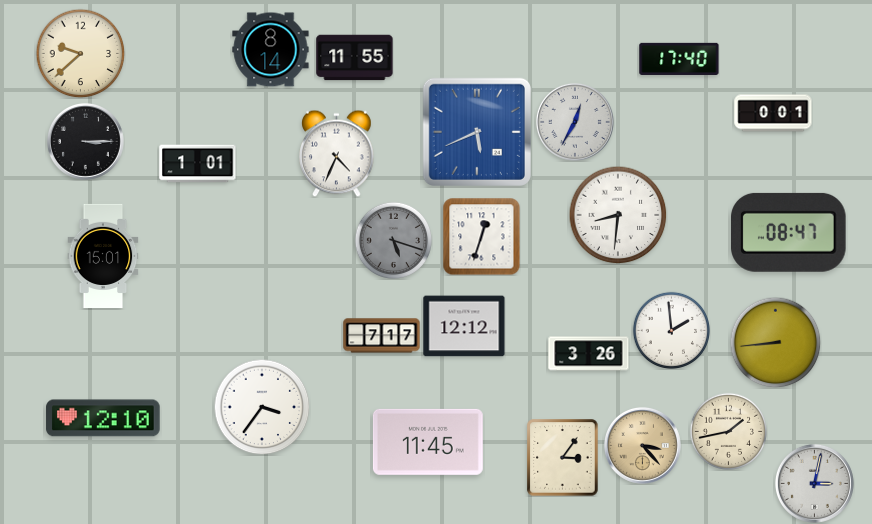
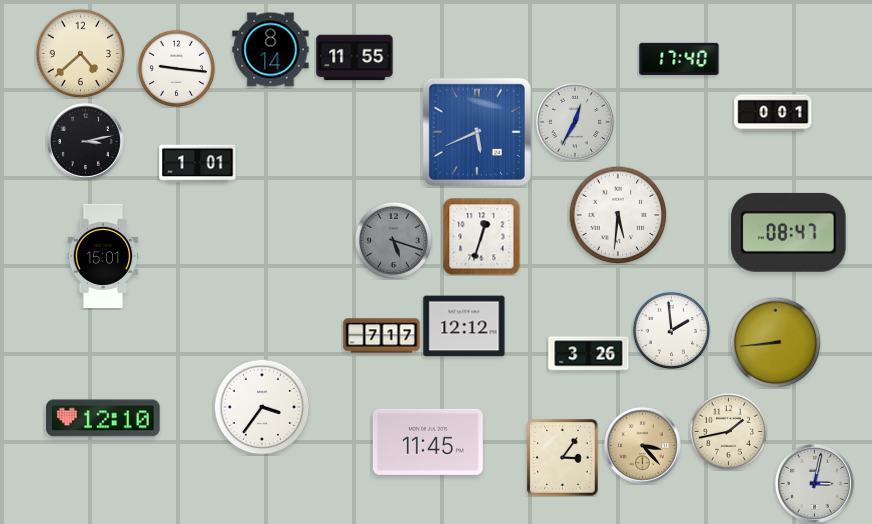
clock at (80, 53): 9:38 -> 4:38
clock at (176, 68): none -> 9:16
clock at (85, 141): 3:15 -> 3:13
clock at (337, 153): 4:34 -> none
clock at (618, 215): 8:31 -> 5:31
